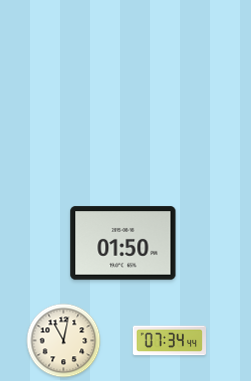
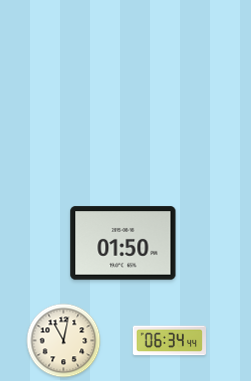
clock at (170, 341): 07:34 -> 06:34
